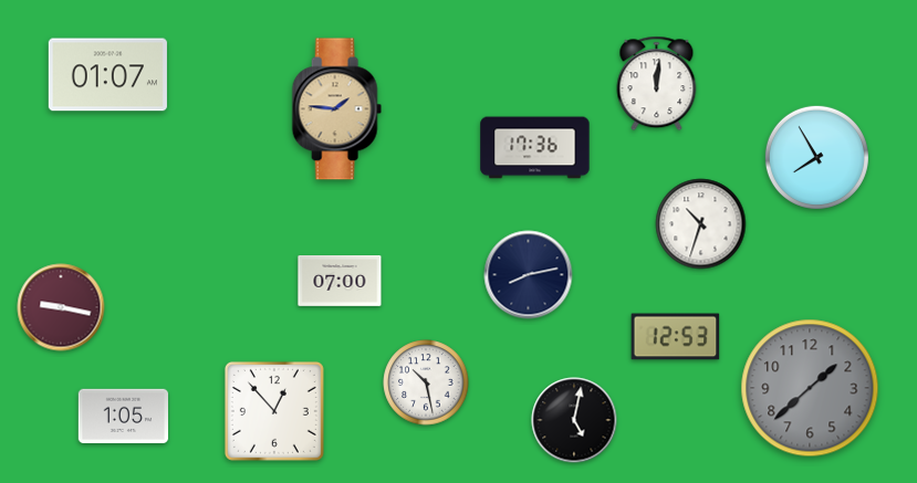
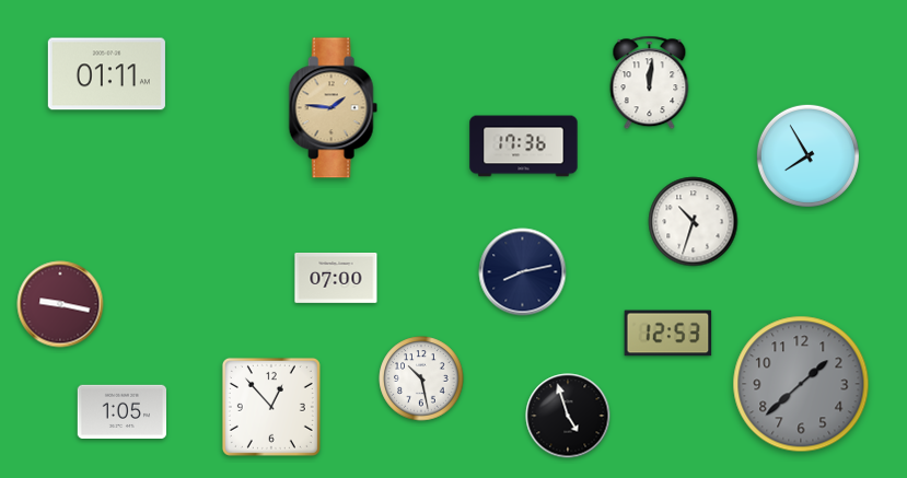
clock at (107, 75): 01:07 -> 01:11
clock at (535, 148) position: (535, 148) -> (524, 147)
clock at (574, 420): 5:02 -> 4:57
